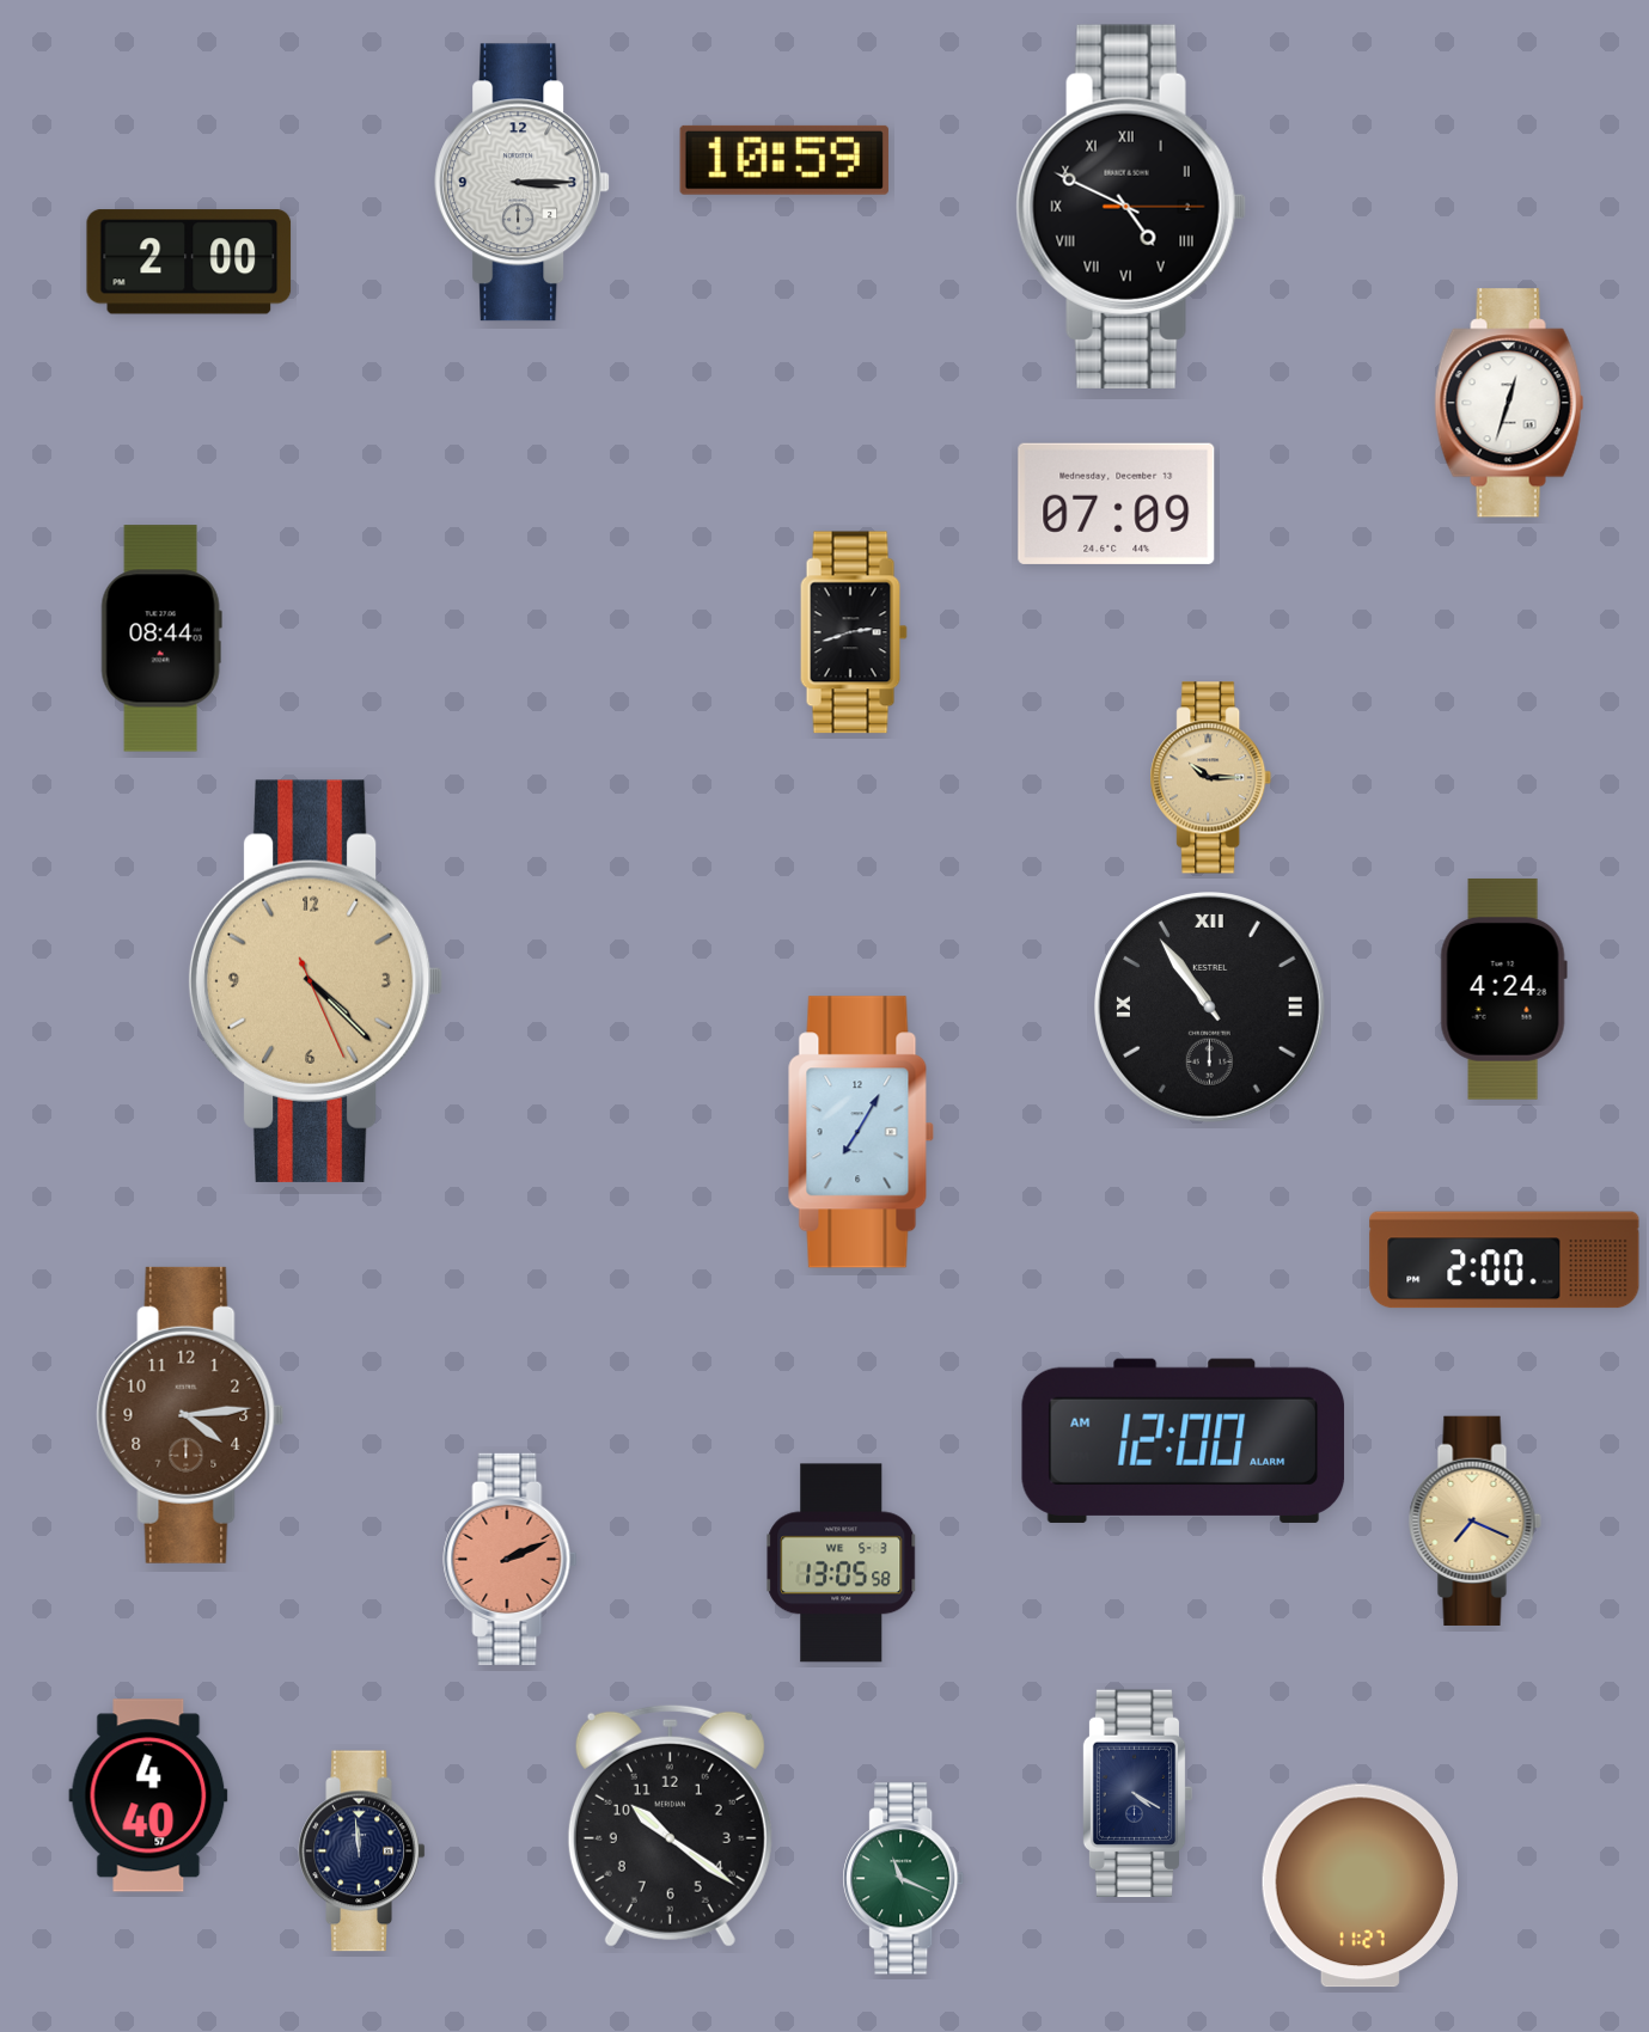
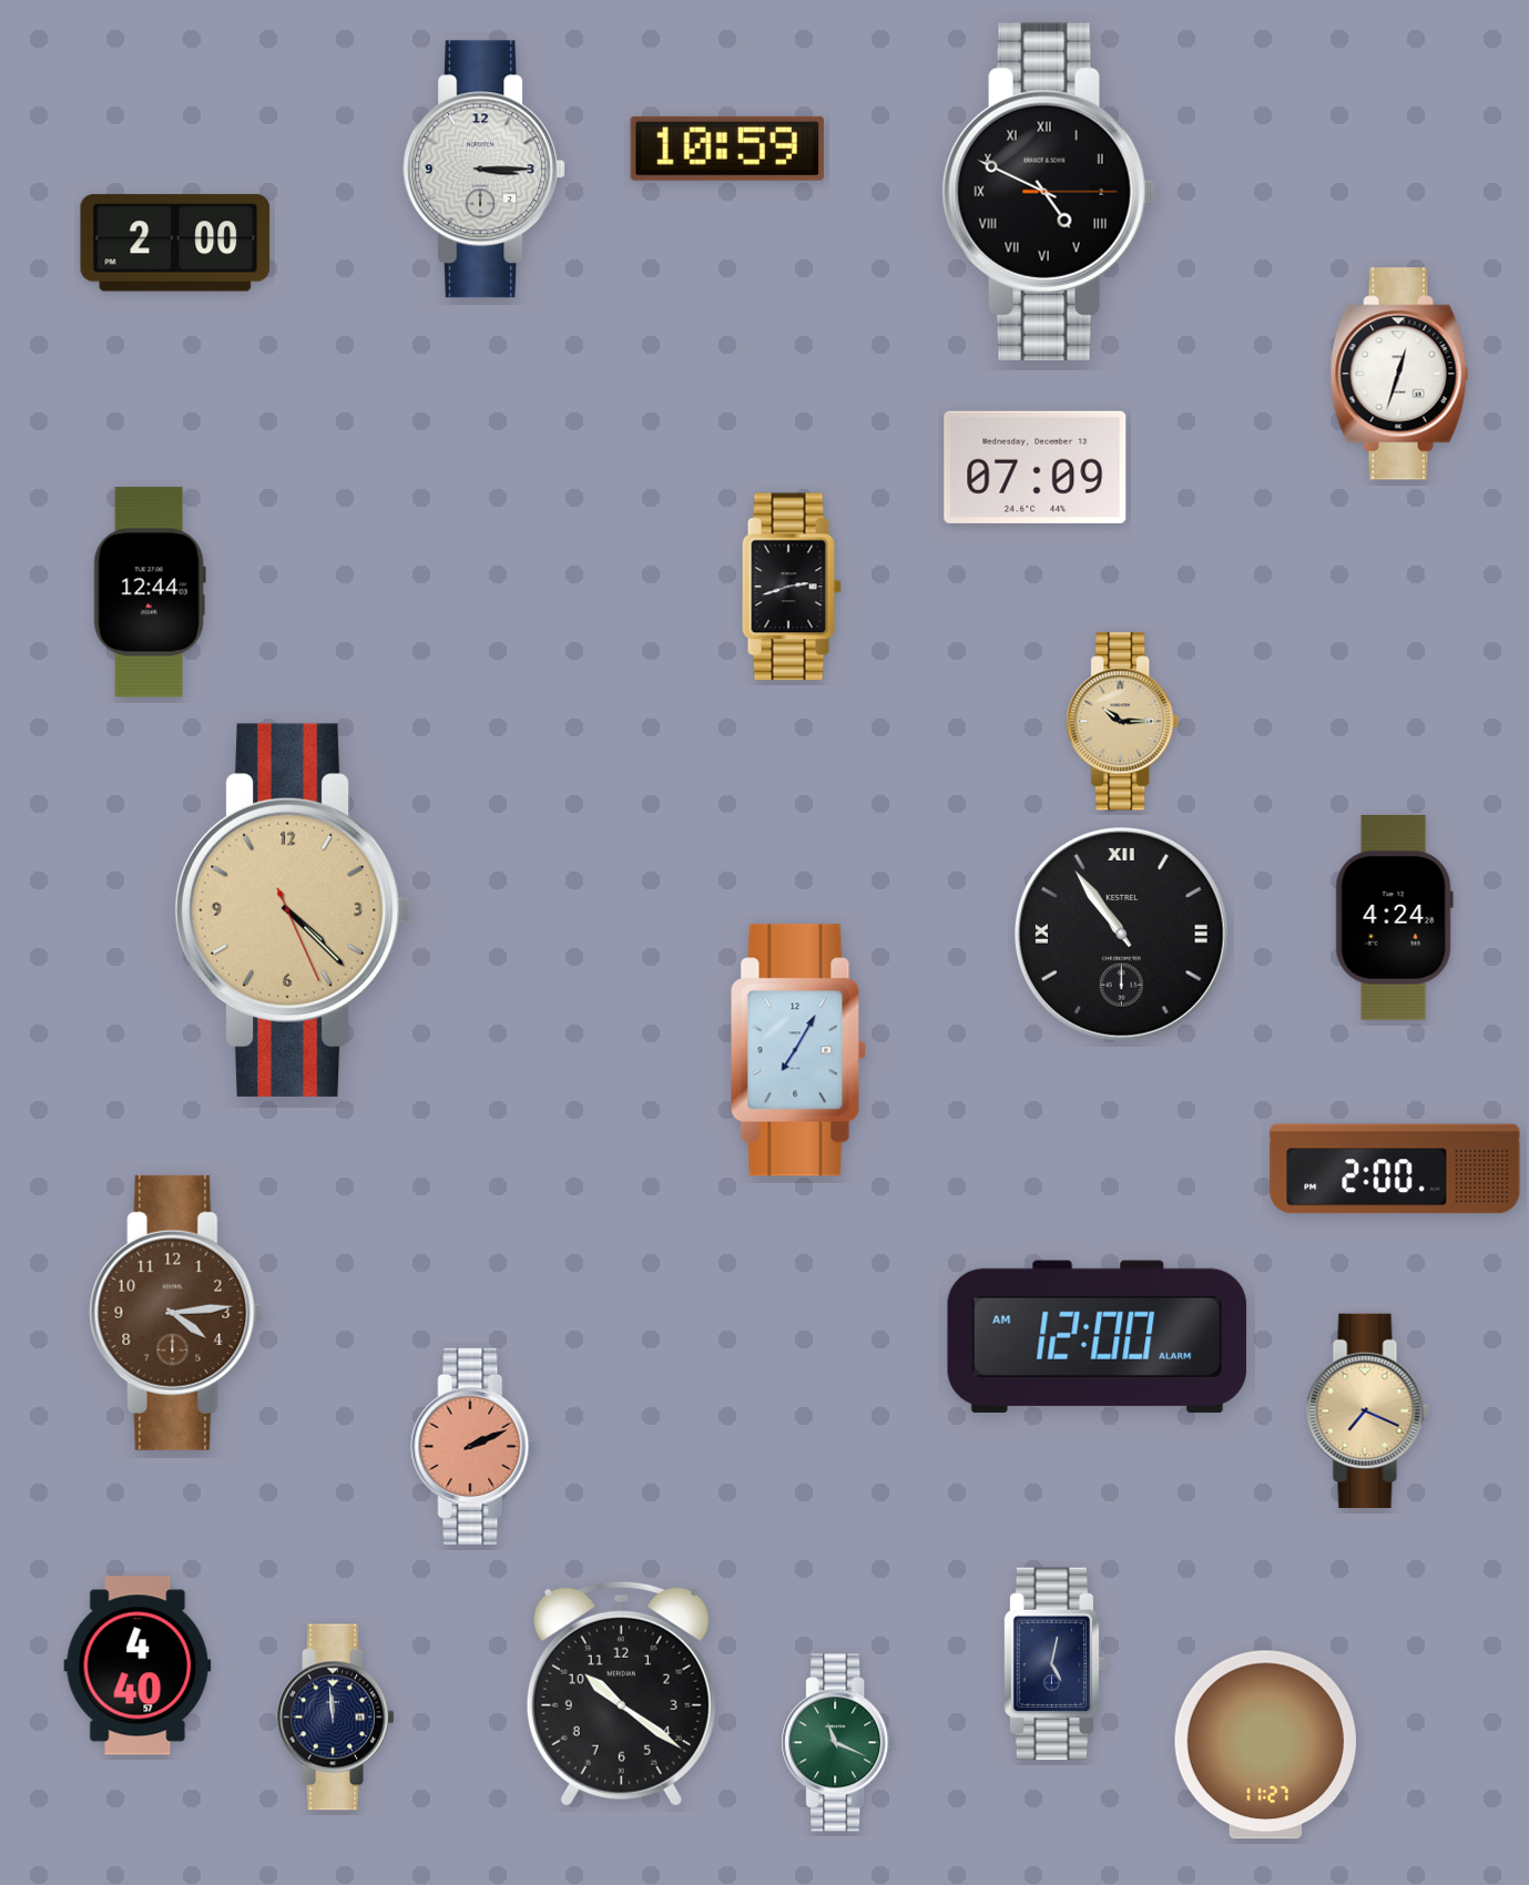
clock at (161, 638): 08:44 -> 12:44
clock at (842, 1563): 13:05 -> none
clock at (1137, 1794): 4:20 -> 5:02
clock at (1360, 1886) position: (1360, 1886) -> (1265, 1745)
